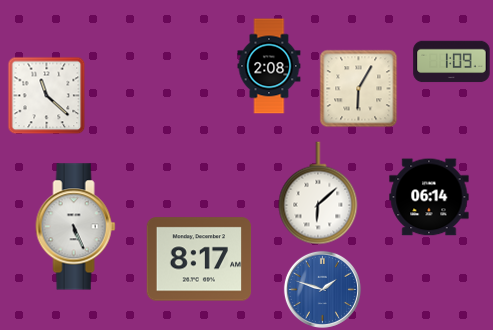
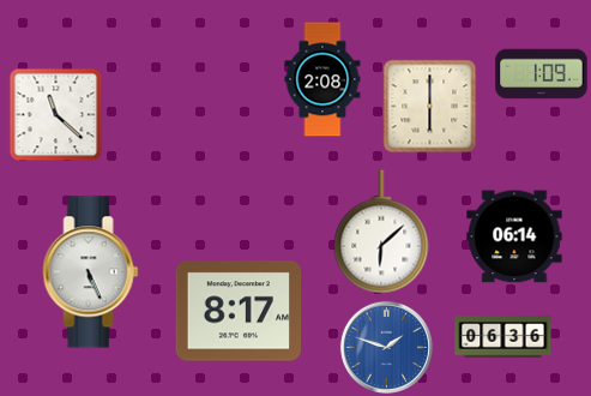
clock at (358, 88): 6:05 -> 6:00
clock at (503, 337): none -> 06:36
